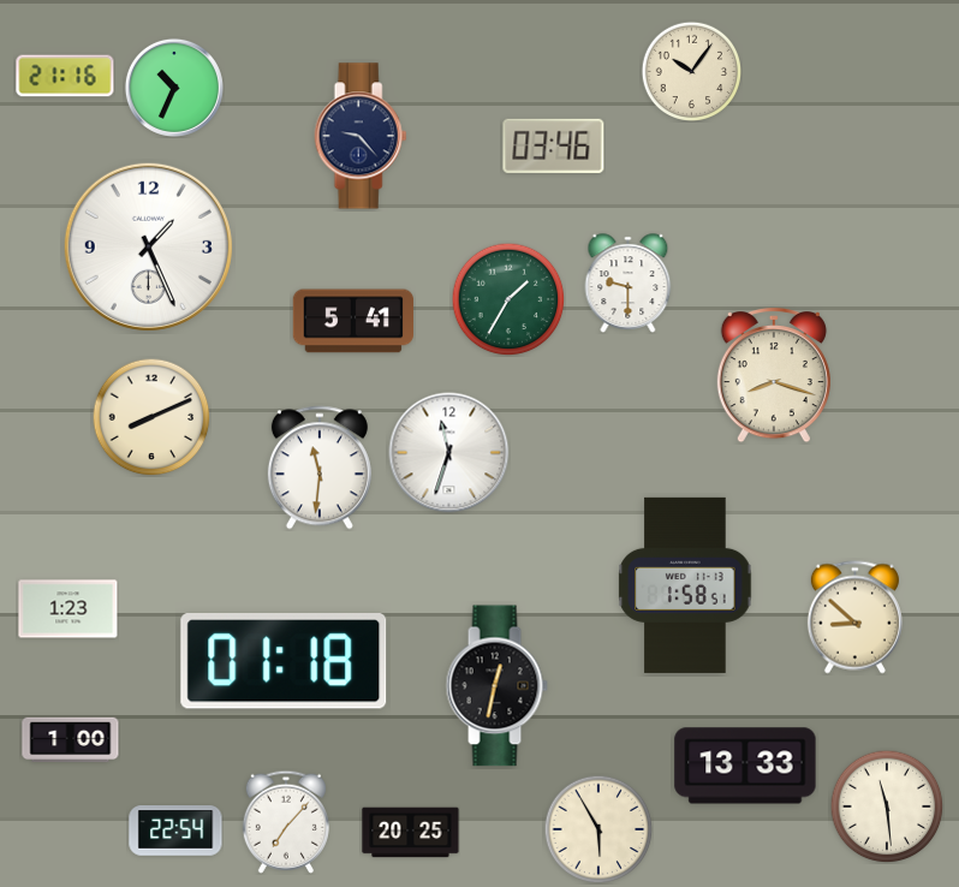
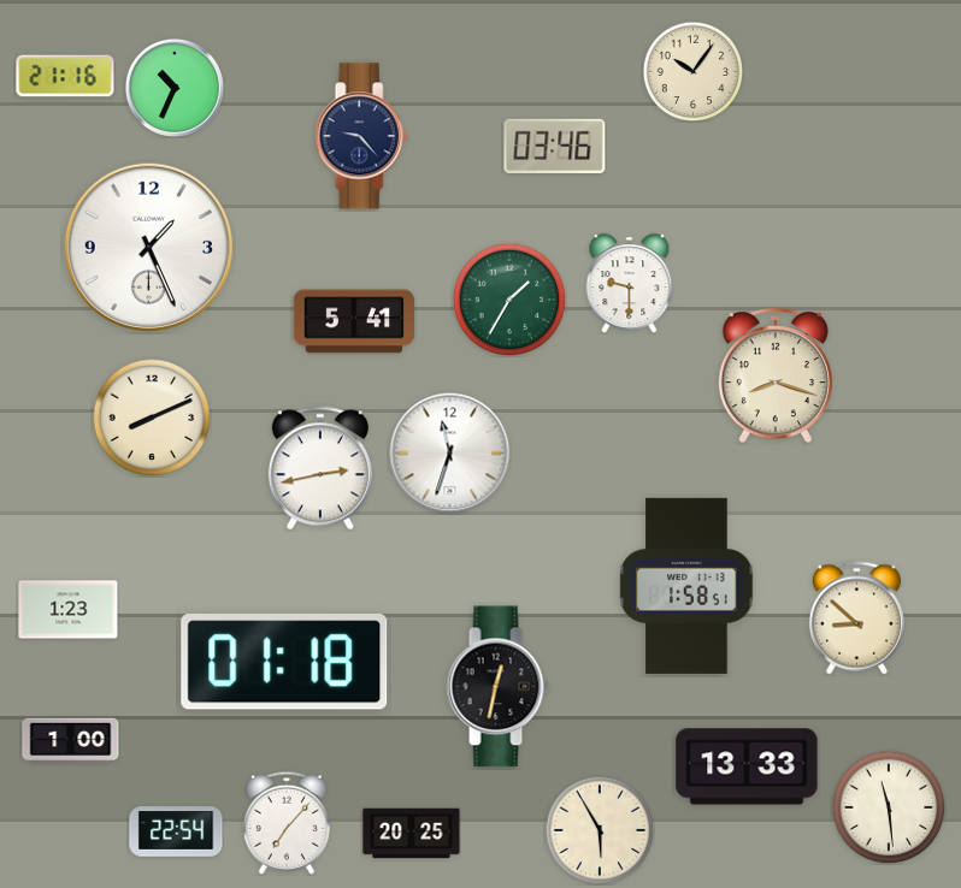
clock at (320, 468): 11:31 -> 2:43
